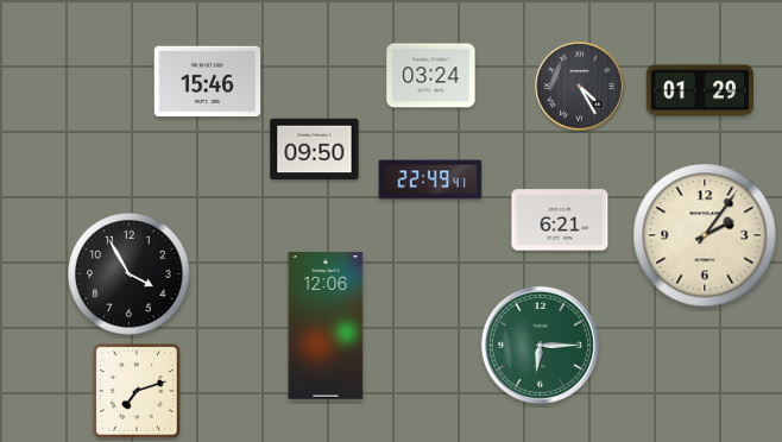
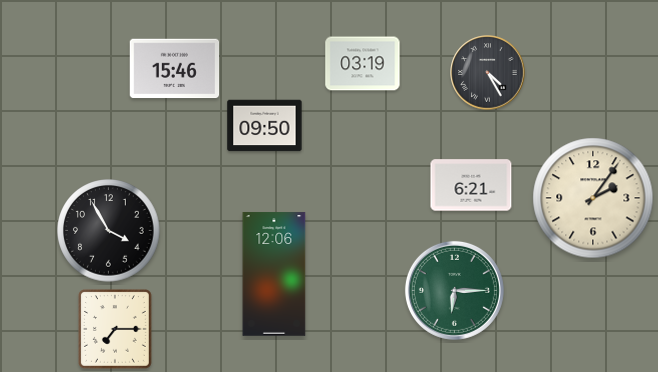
clock at (431, 76): 03:24 -> 03:19
clock at (699, 90): 01:29 -> none
clock at (430, 179): 22:49 -> none
clock at (138, 392): 7:12 -> 7:15
